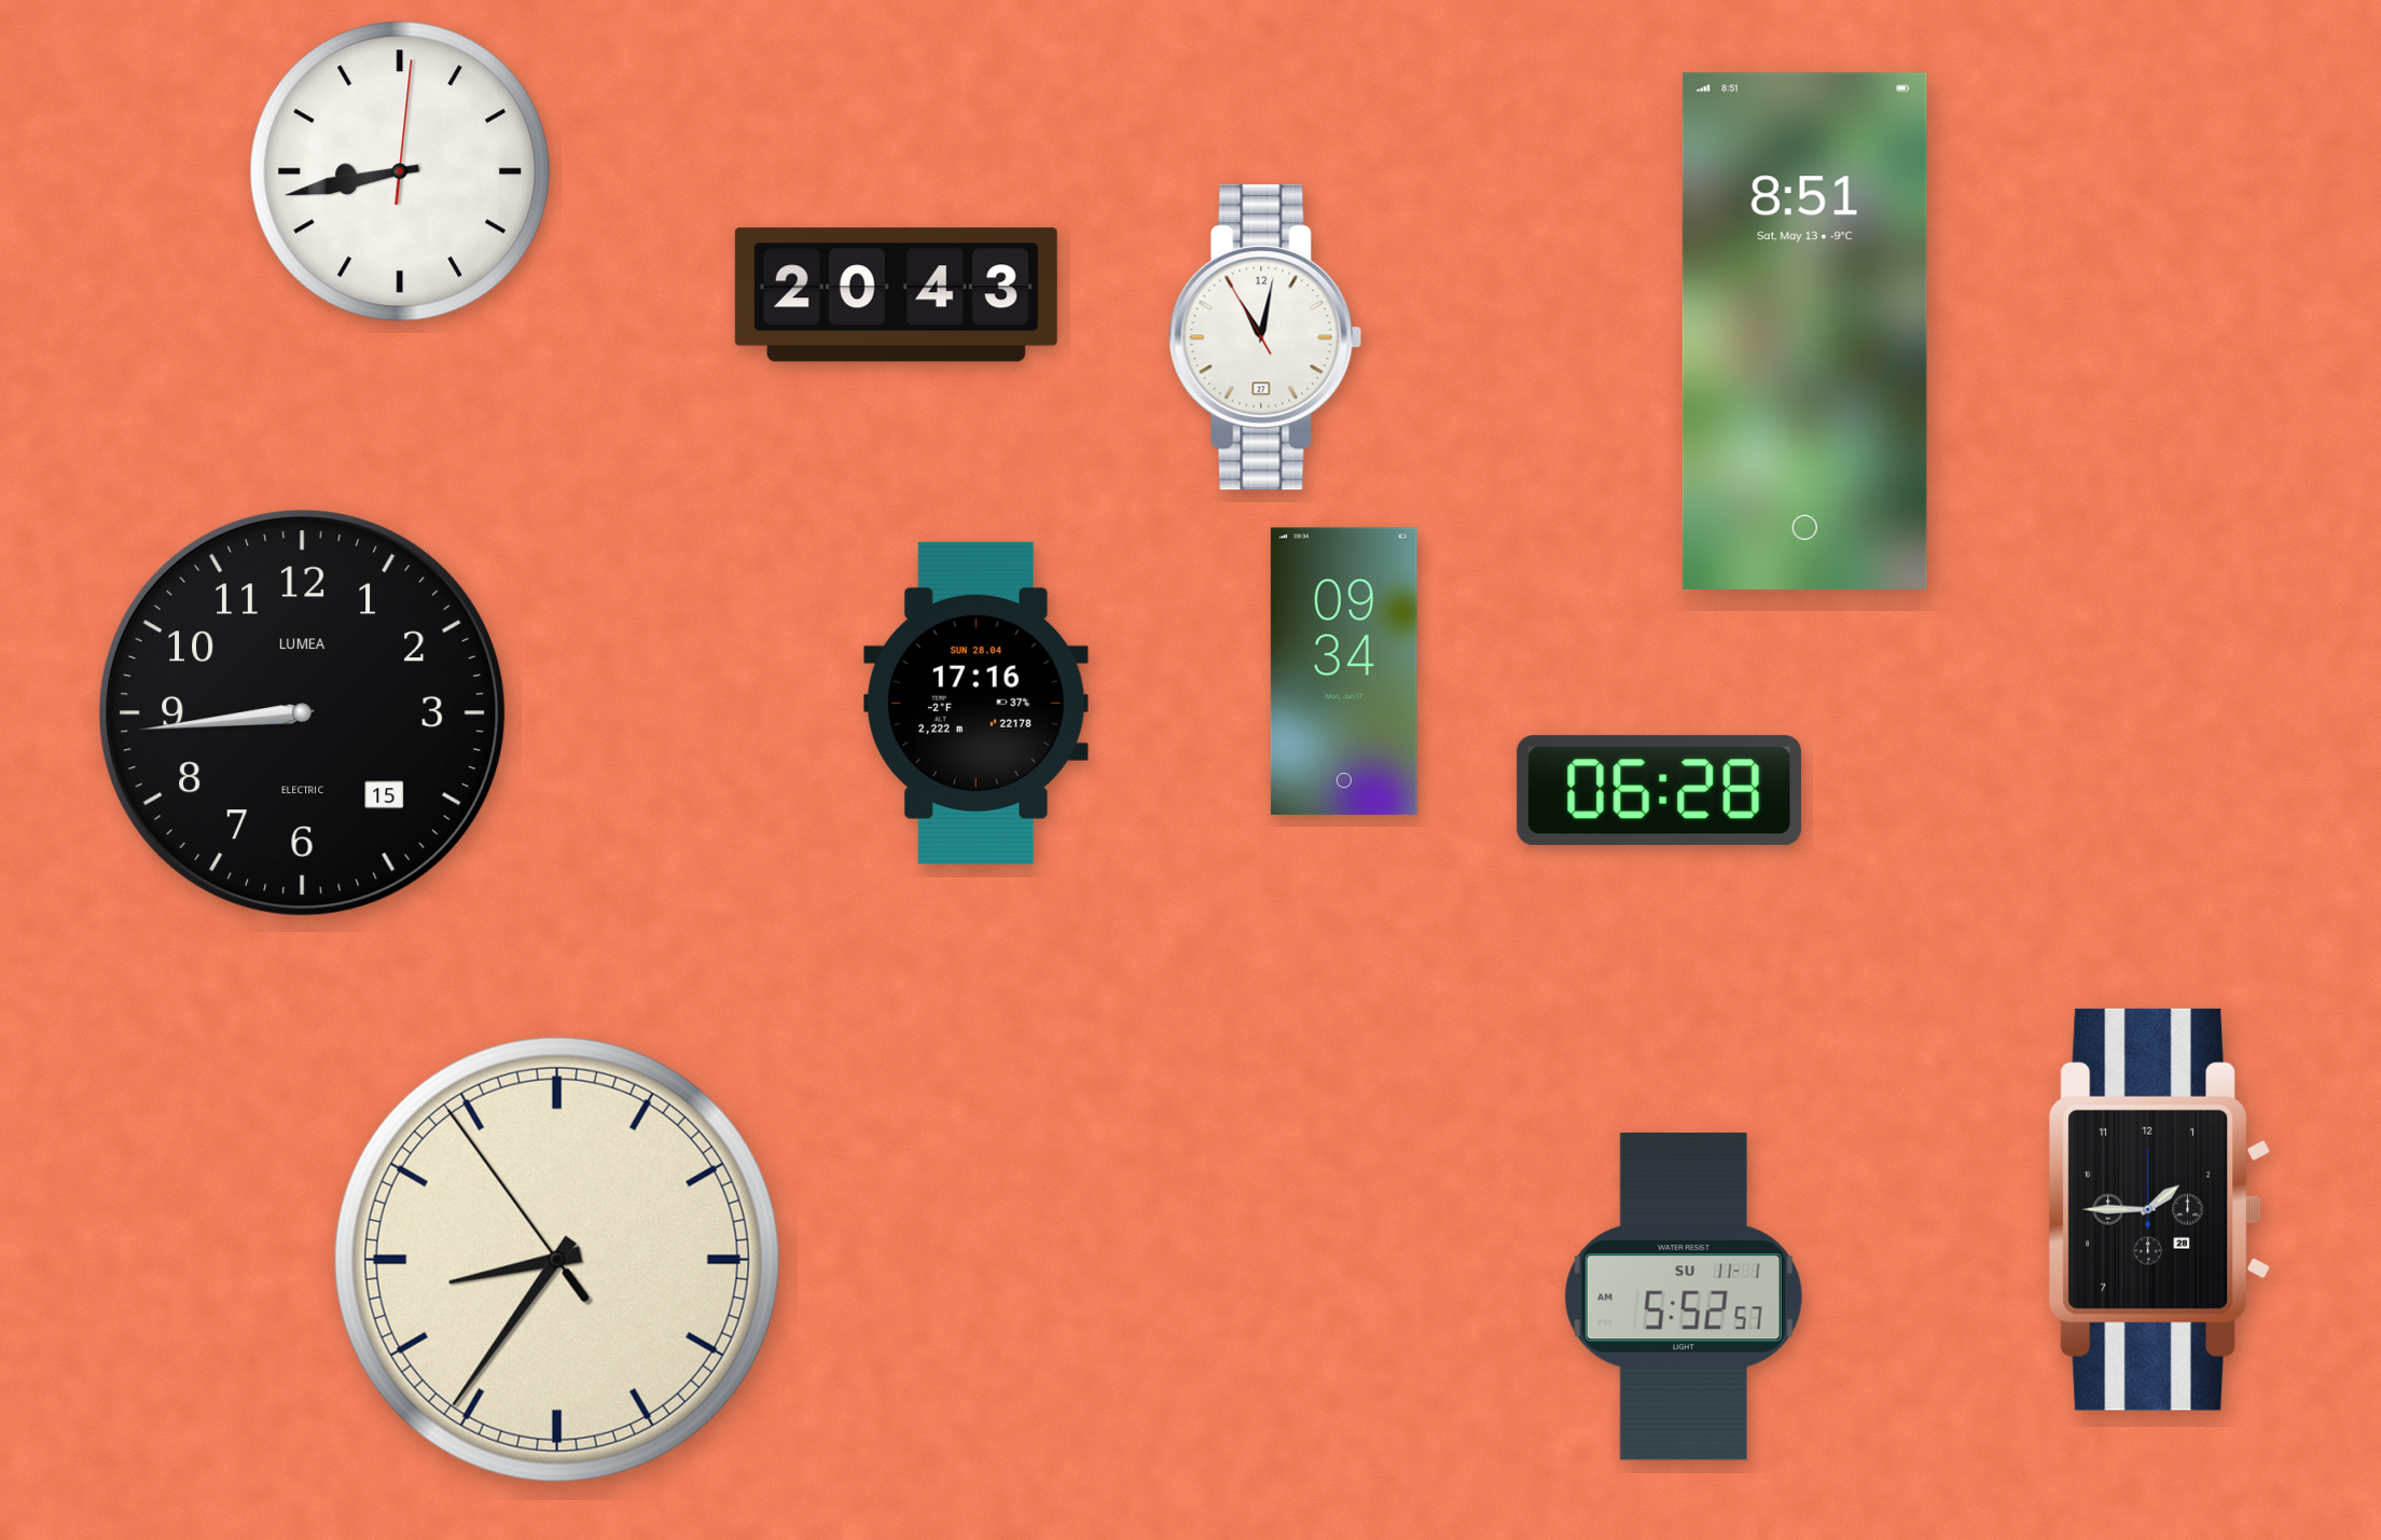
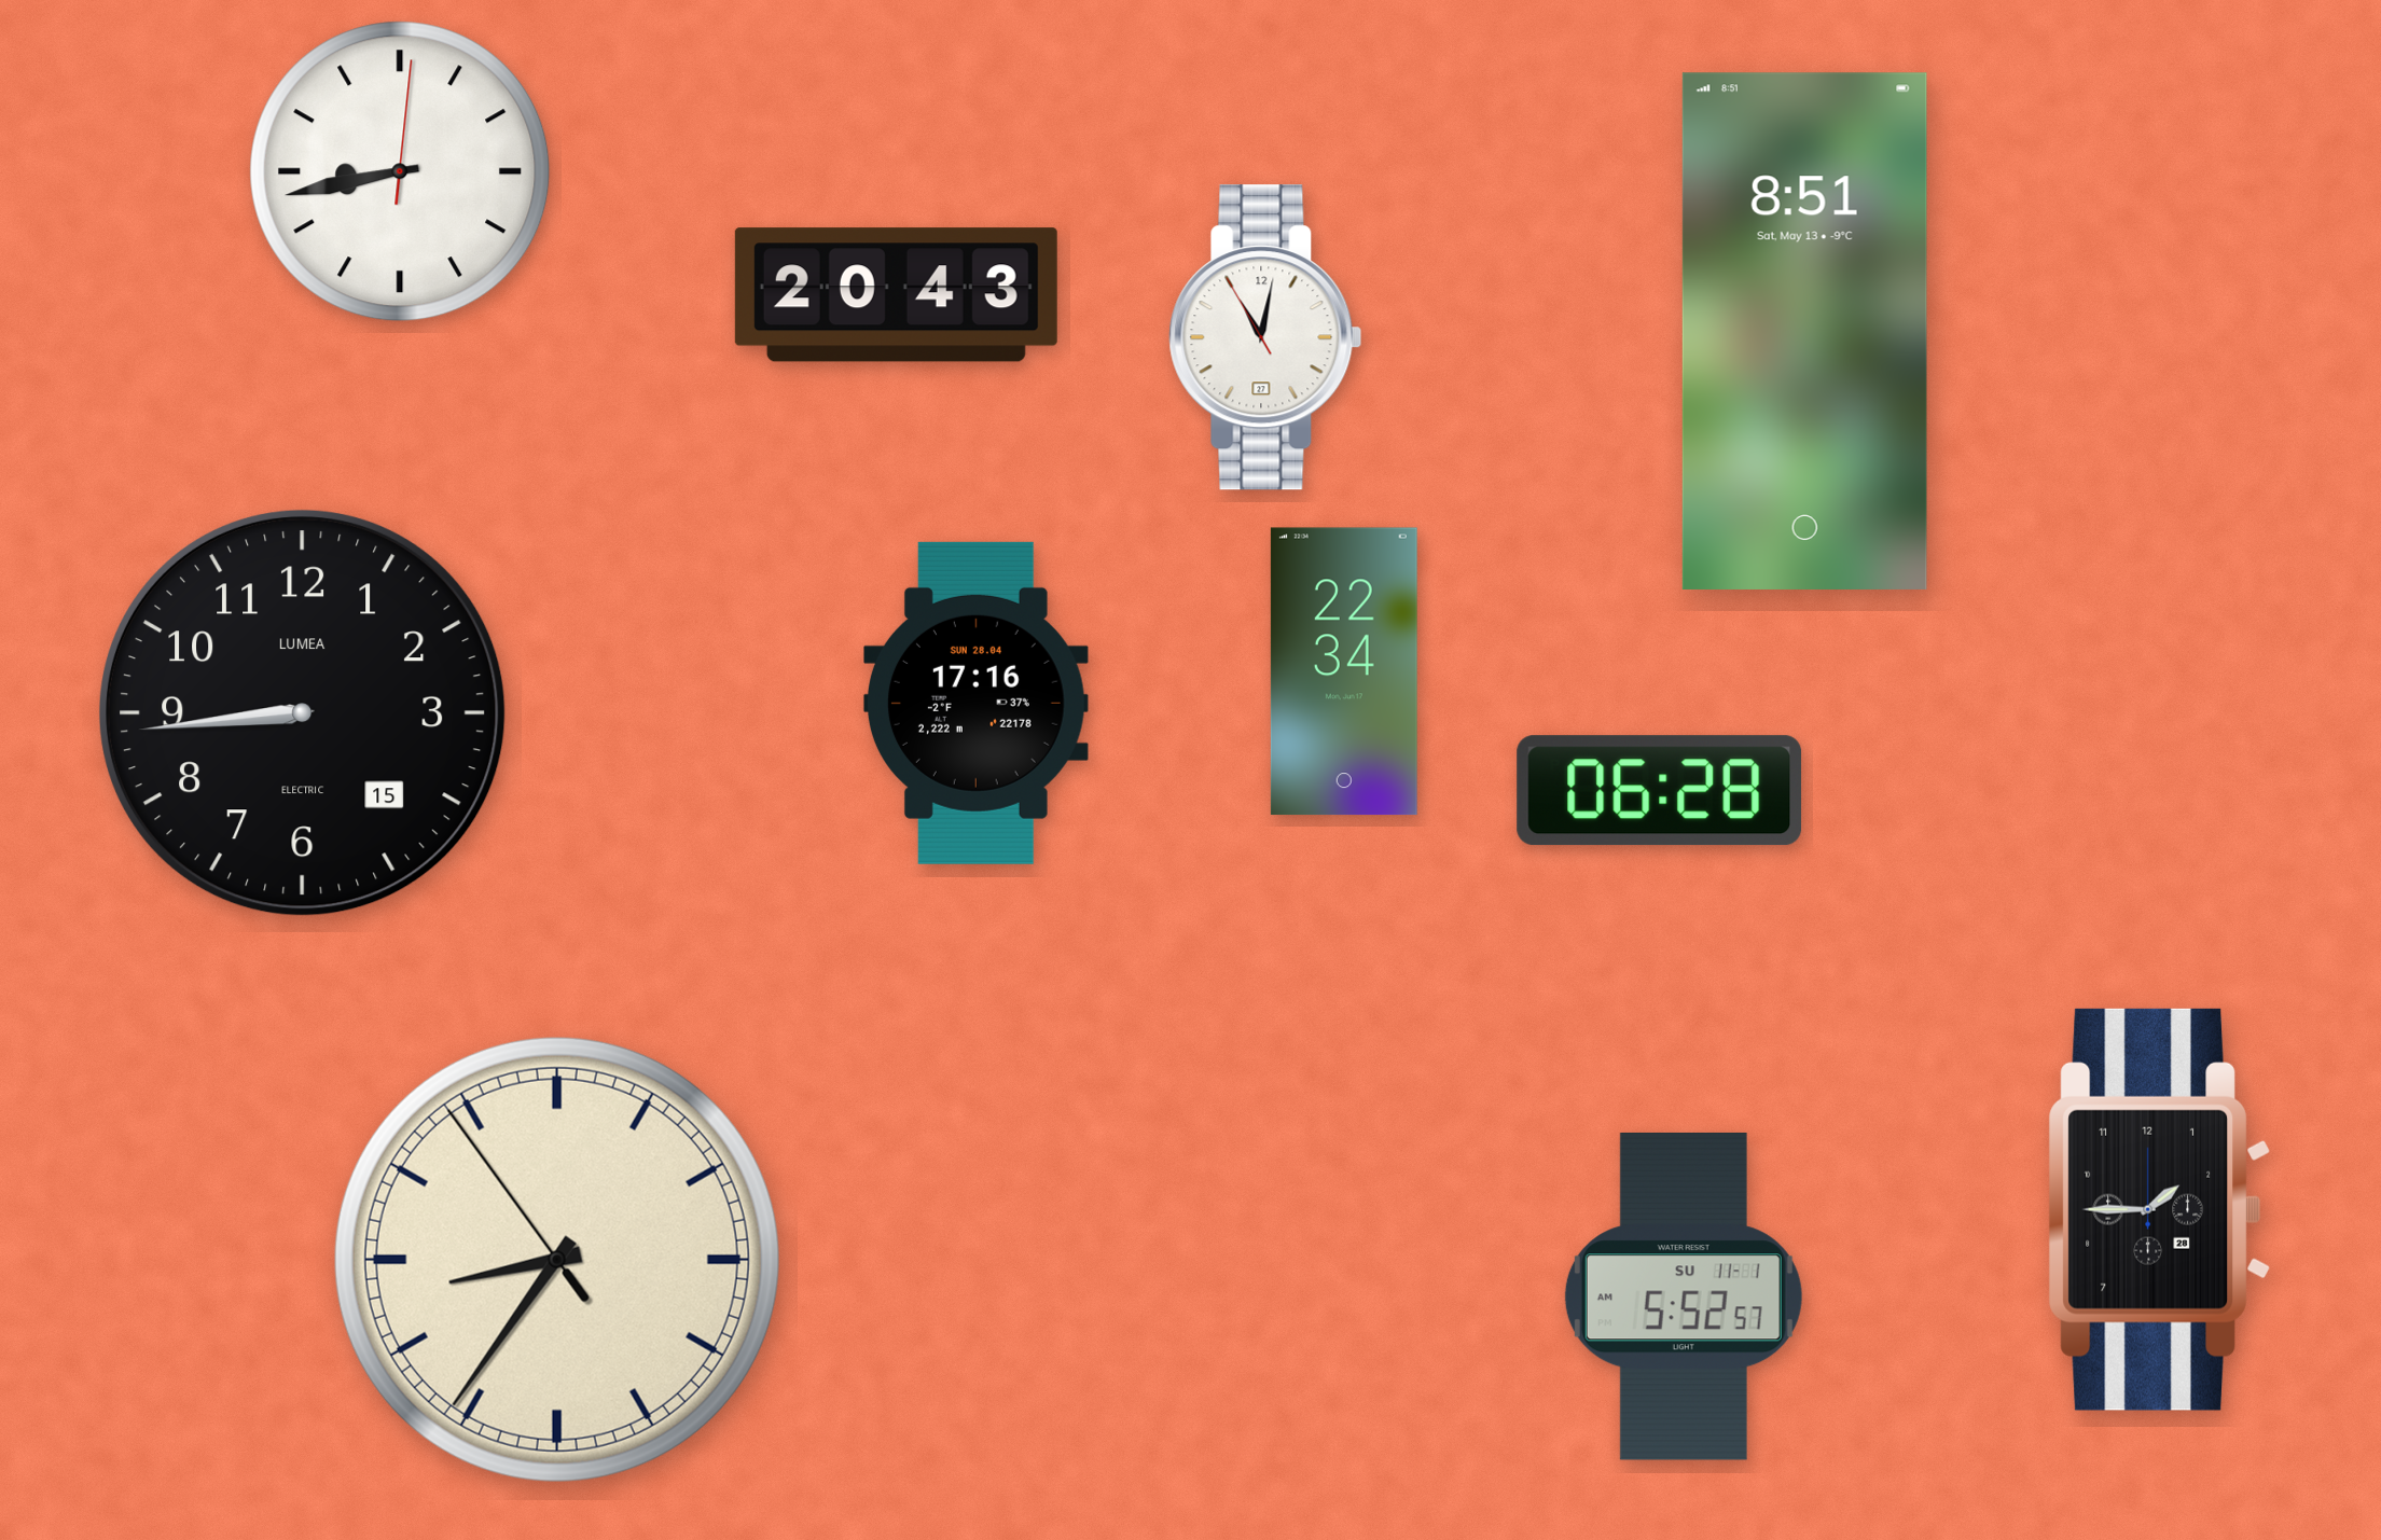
clock at (1344, 671): 09:34 -> 22:34
